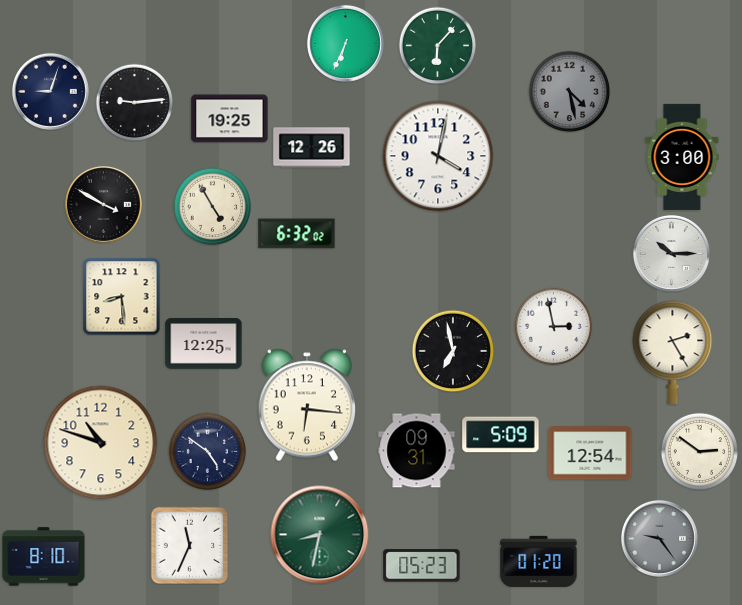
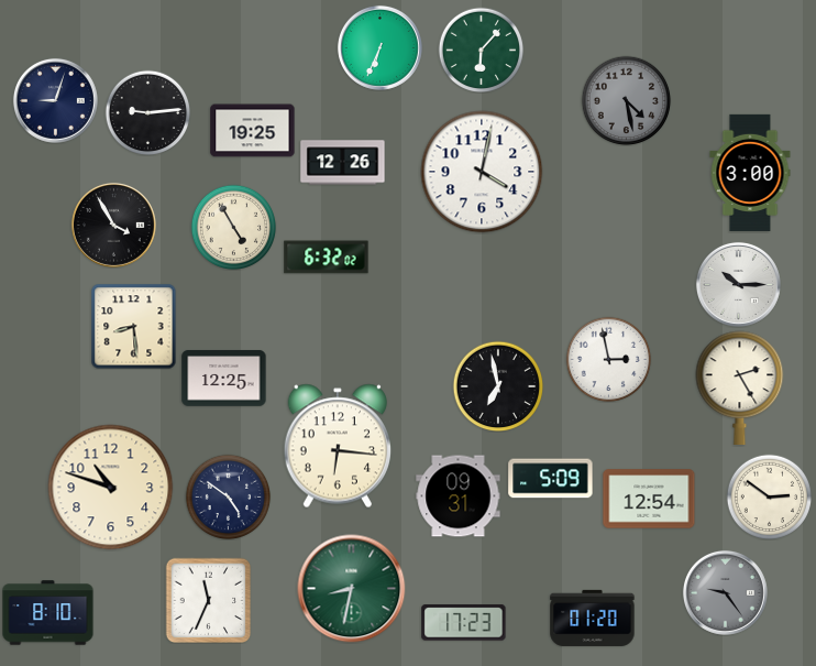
clock at (103, 204): 3:50 -> 3:55
clock at (671, 253) position: (671, 253) -> (738, 284)
clock at (422, 566): 05:23 -> 17:23
